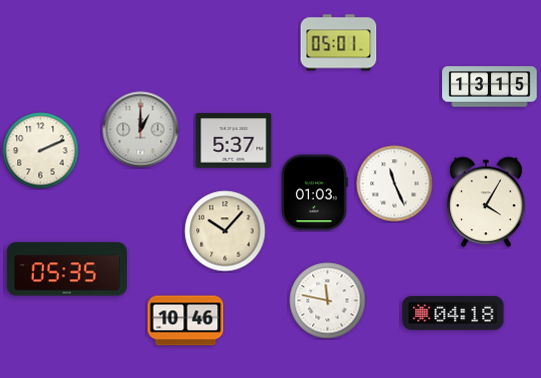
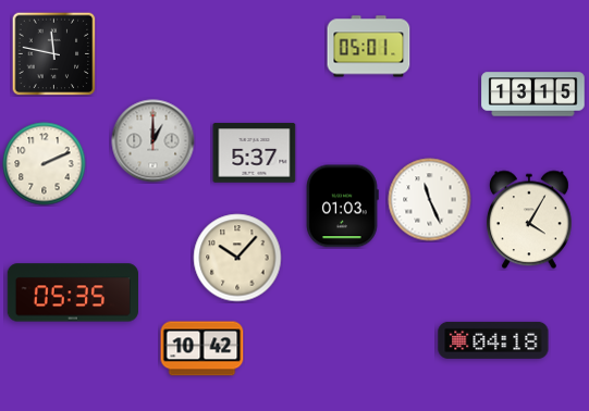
clock at (53, 53): none -> 11:47
clock at (314, 193) position: (314, 193) -> (342, 207)
clock at (225, 231) position: (225, 231) -> (237, 258)
clock at (328, 301): 11:47 -> none
clock at (186, 321): 10:46 -> 10:42
